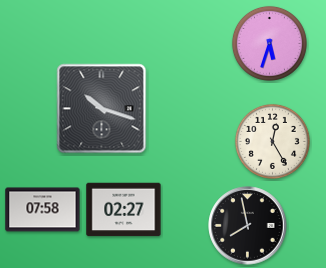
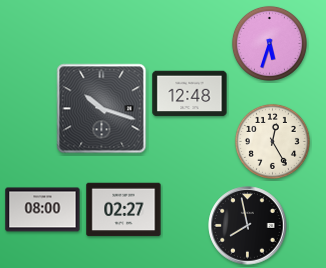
clock at (190, 94): none -> 12:48
clock at (43, 210): 07:58 -> 08:00
